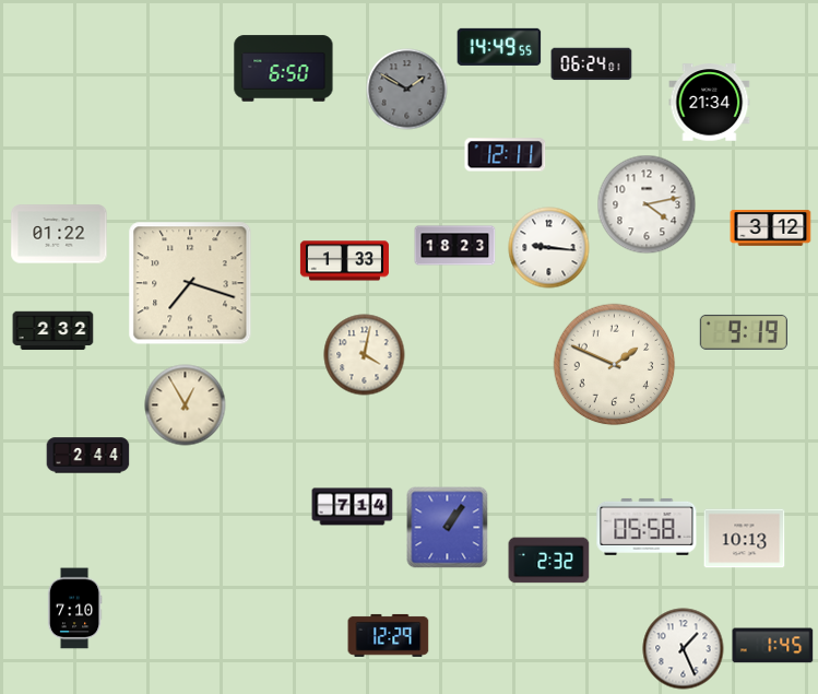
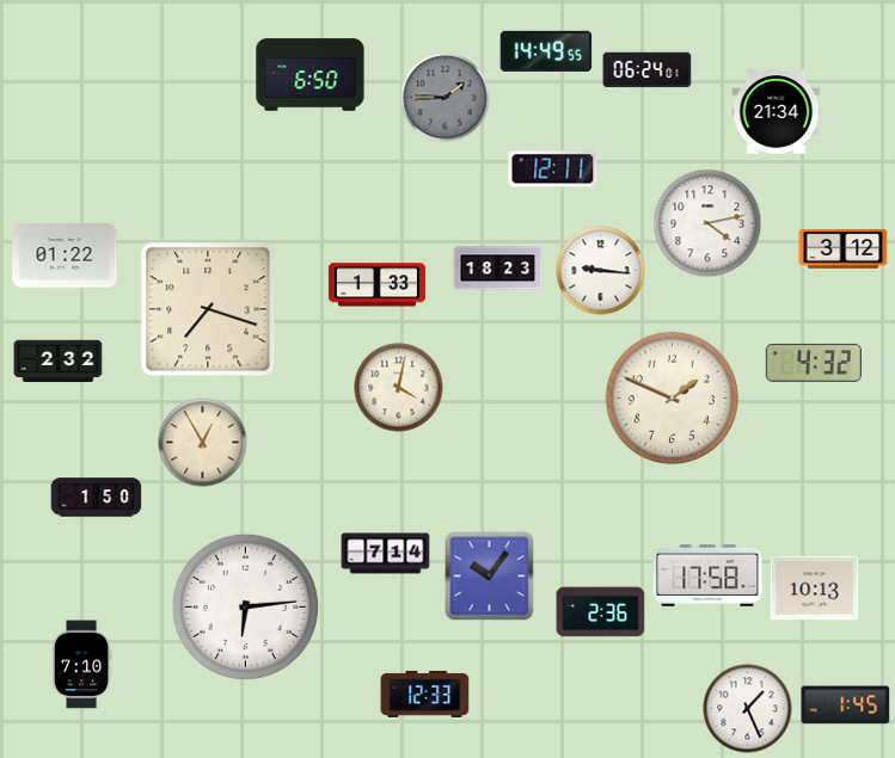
clock at (407, 90): 1:50 -> 1:45
clock at (744, 332): 9:19 -> 4:32
clock at (88, 456): 2:44 -> 1:50
clock at (647, 527): 05:58 -> 17:58
clock at (448, 528): 1:06 -> 10:06
clock at (245, 606): none -> 6:14
clock at (549, 561): 2:32 -> 2:36
clock at (389, 635): 12:29 -> 12:33
